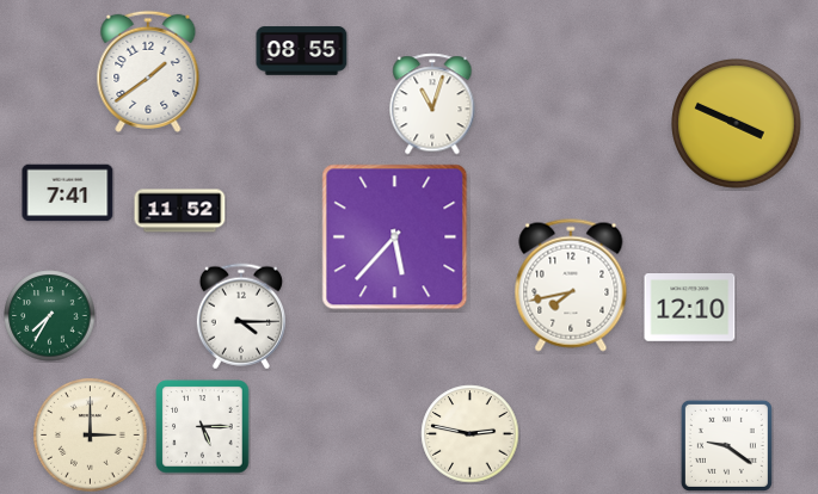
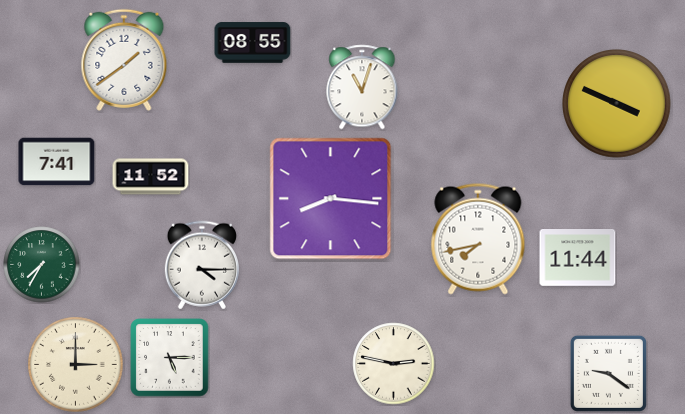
clock at (395, 237): 5:37 -> 8:16
clock at (690, 308): 12:10 -> 11:44
